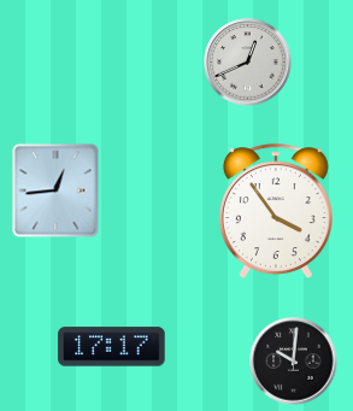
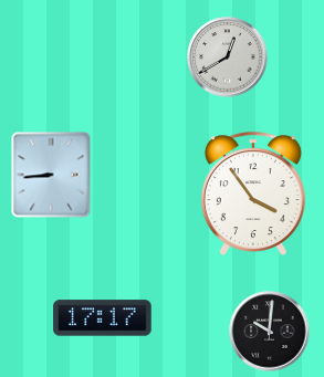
clock at (248, 63): 12:41 -> 12:40
clock at (55, 190): 12:44 -> 8:44
